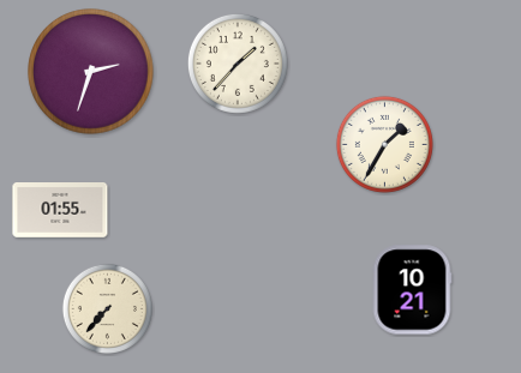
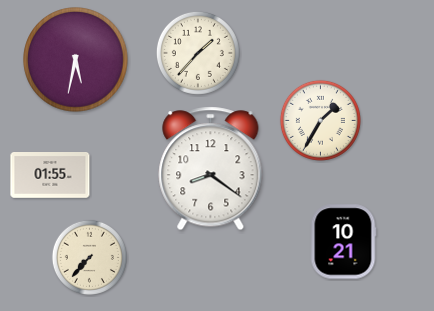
clock at (91, 72): 2:33 -> 5:32
clock at (211, 169): none -> 8:21
